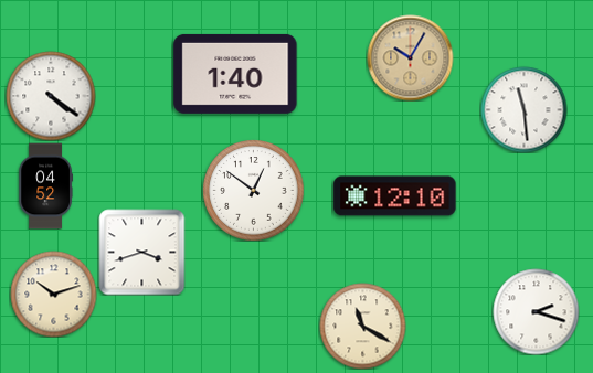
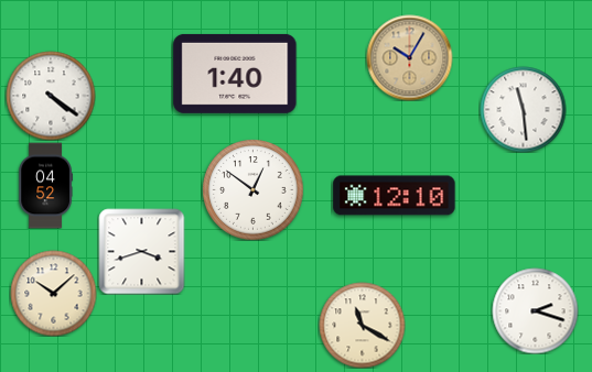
clock at (53, 294): 10:12 -> 10:08
